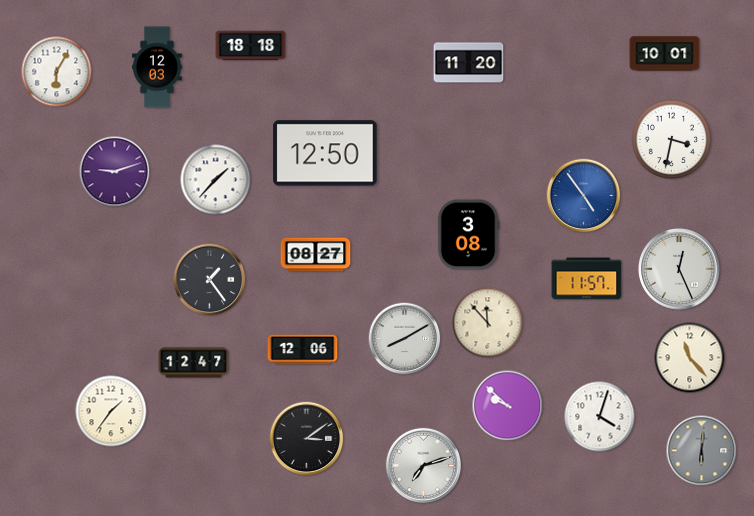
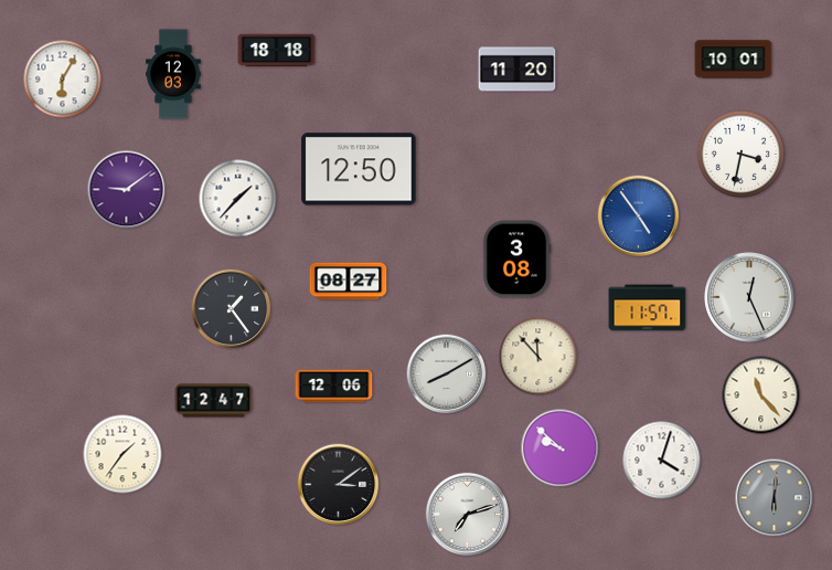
clock at (115, 172): 9:12 -> 9:09
clock at (584, 196) position: (584, 196) -> (639, 217)
